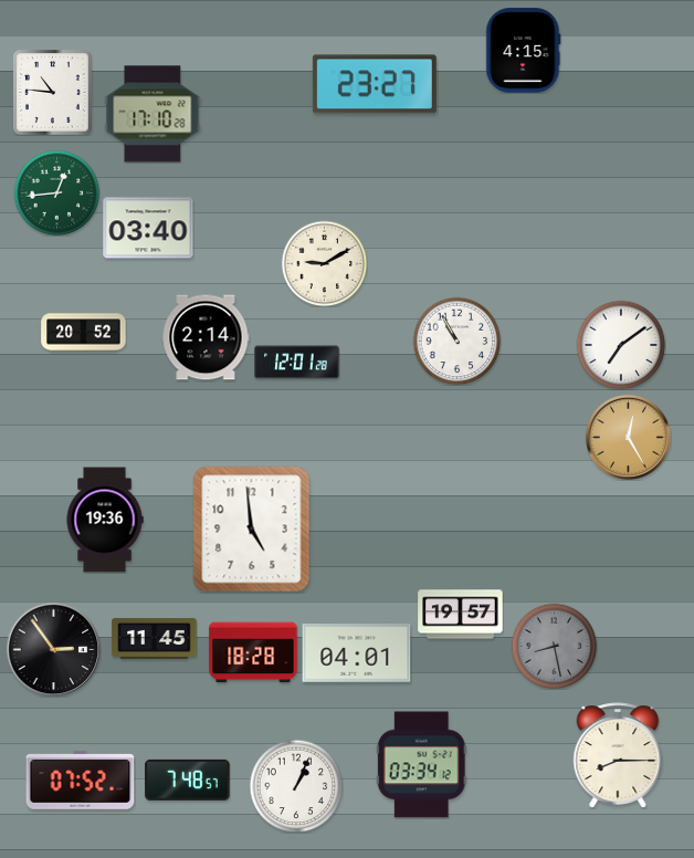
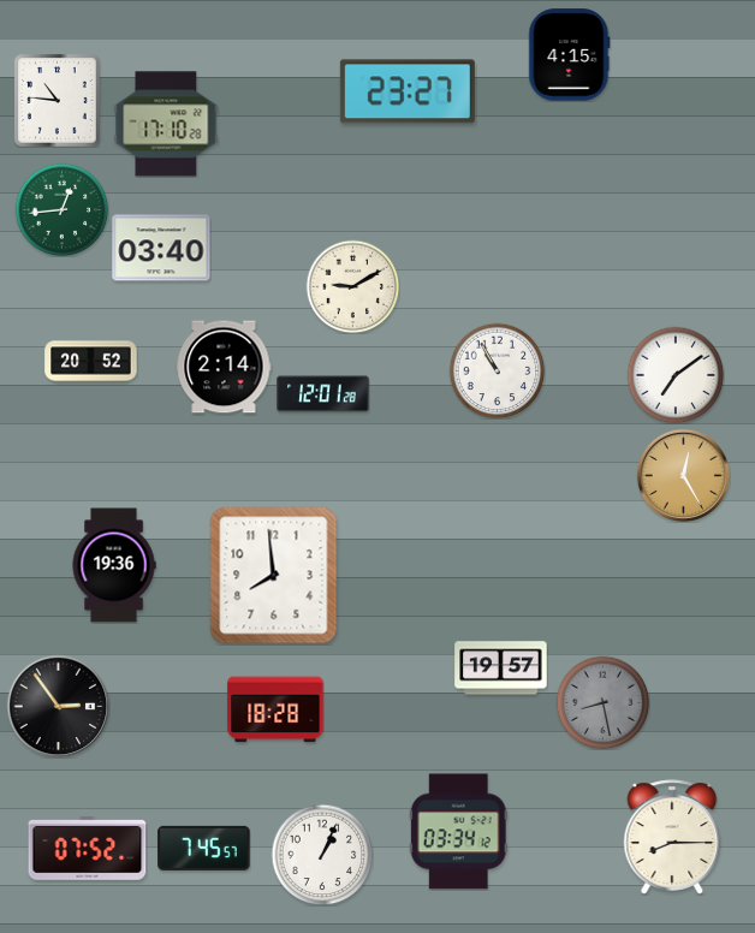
clock at (252, 530): 4:59 -> 7:59
clock at (155, 638): 11:45 -> none
clock at (357, 653): 04:01 -> none
clock at (618, 755) position: (618, 755) -> (672, 837)
clock at (188, 779): 7:48 -> 7:45
